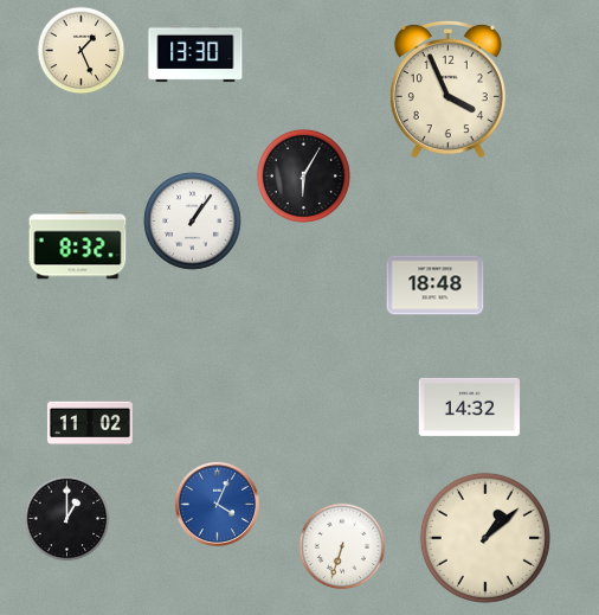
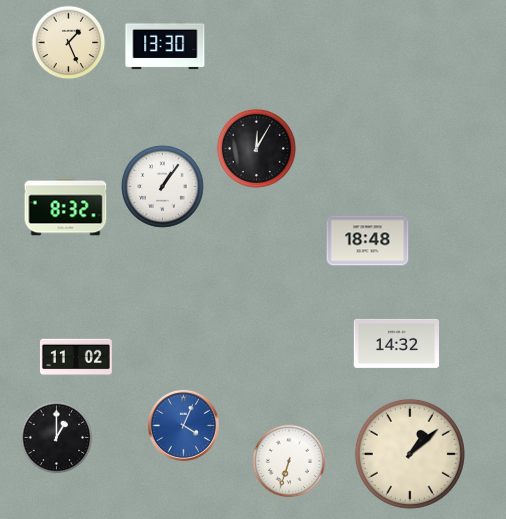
clock at (447, 89): 3:56 -> none
clock at (303, 175): 6:05 -> 12:05
